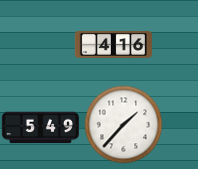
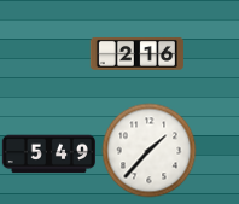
clock at (113, 44): 4:16 -> 2:16
